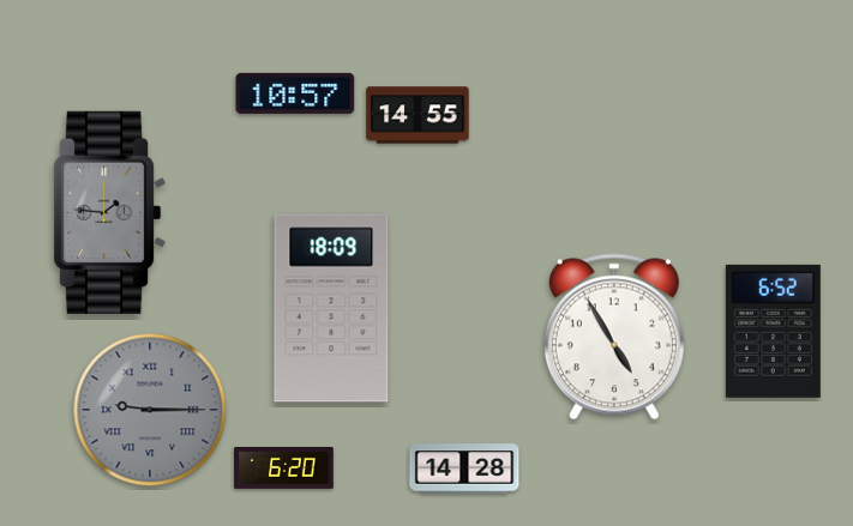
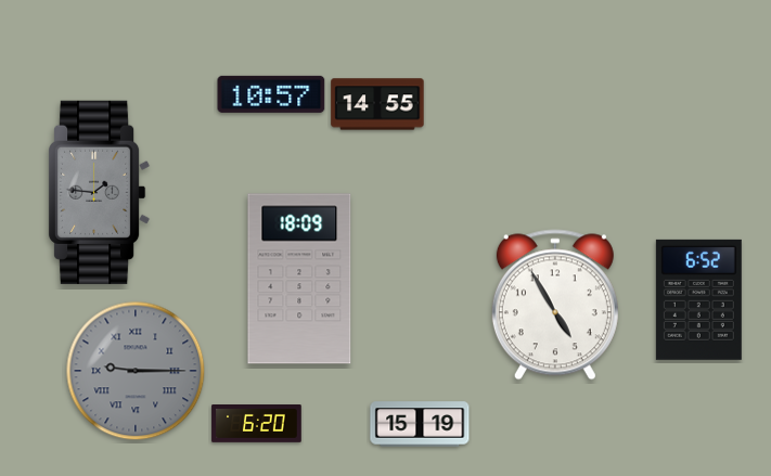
clock at (295, 93) position: (295, 93) -> (271, 94)
clock at (464, 468): 14:28 -> 15:19
